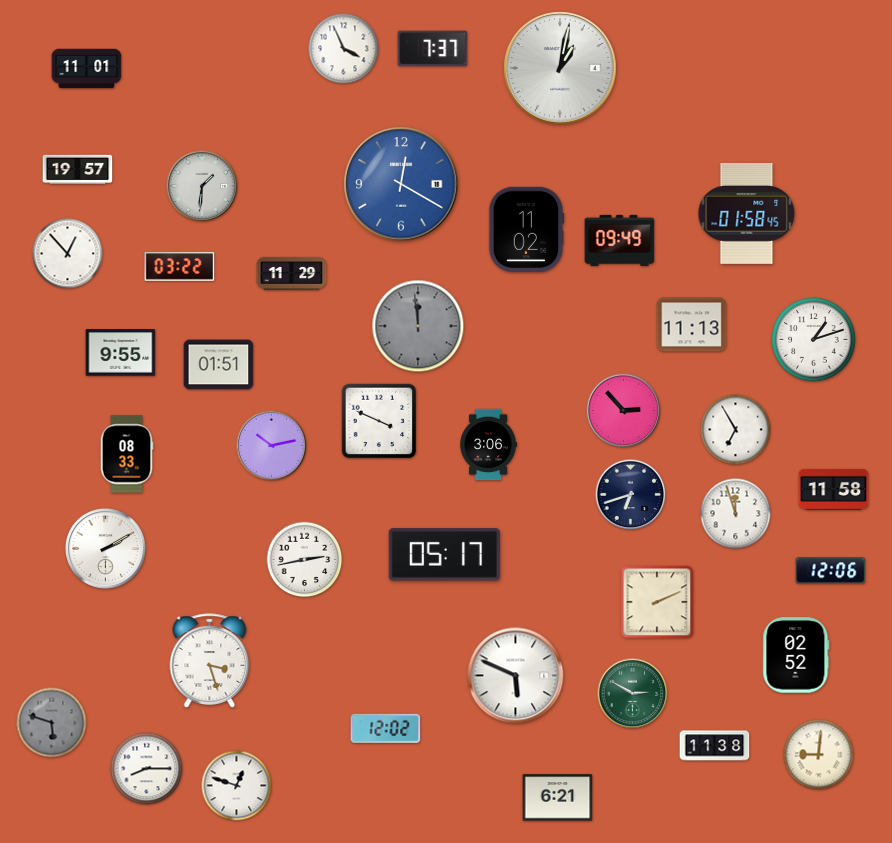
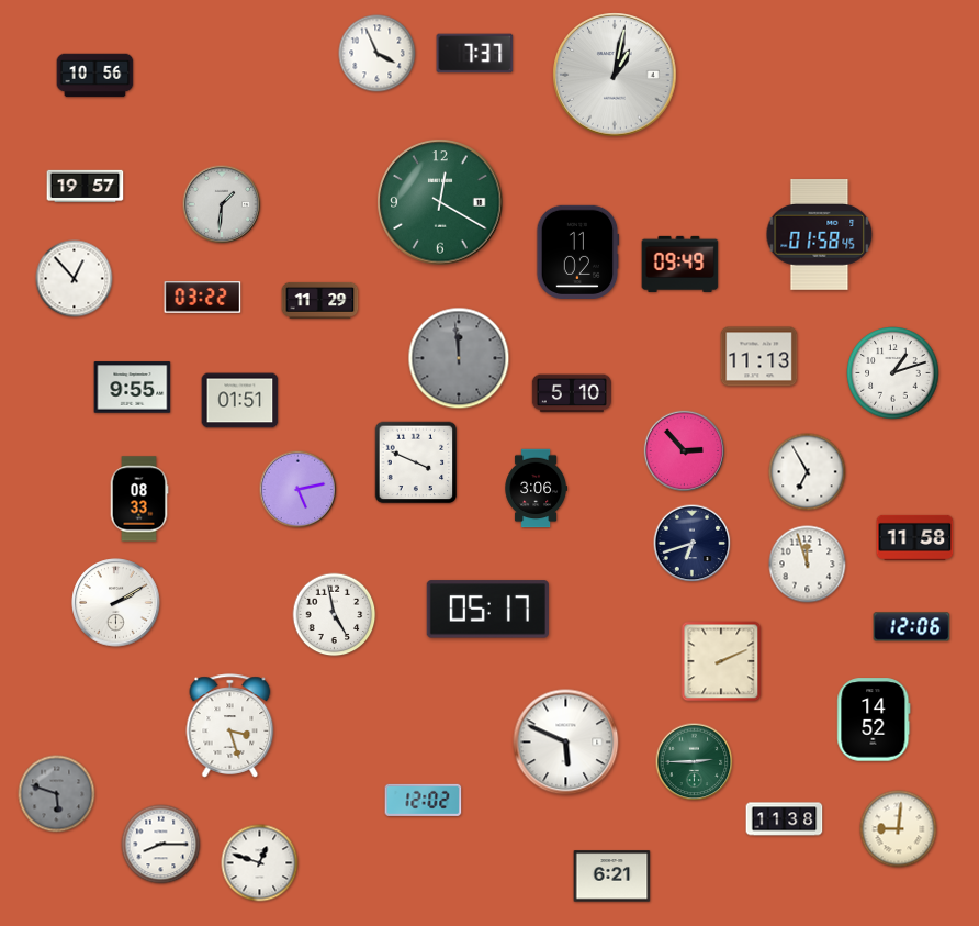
clock at (87, 69): 11:01 -> 10:56
clock at (401, 184) dial: blue -> green
clock at (180, 267) position: (180, 267) -> (203, 298)
clock at (572, 393): none -> 5:10
clock at (272, 446): 10:13 -> 5:13
clock at (305, 560): 2:43 -> 4:58
clock at (796, 655): 02:52 -> 14:52
clock at (633, 694): 2:50 -> 2:45
